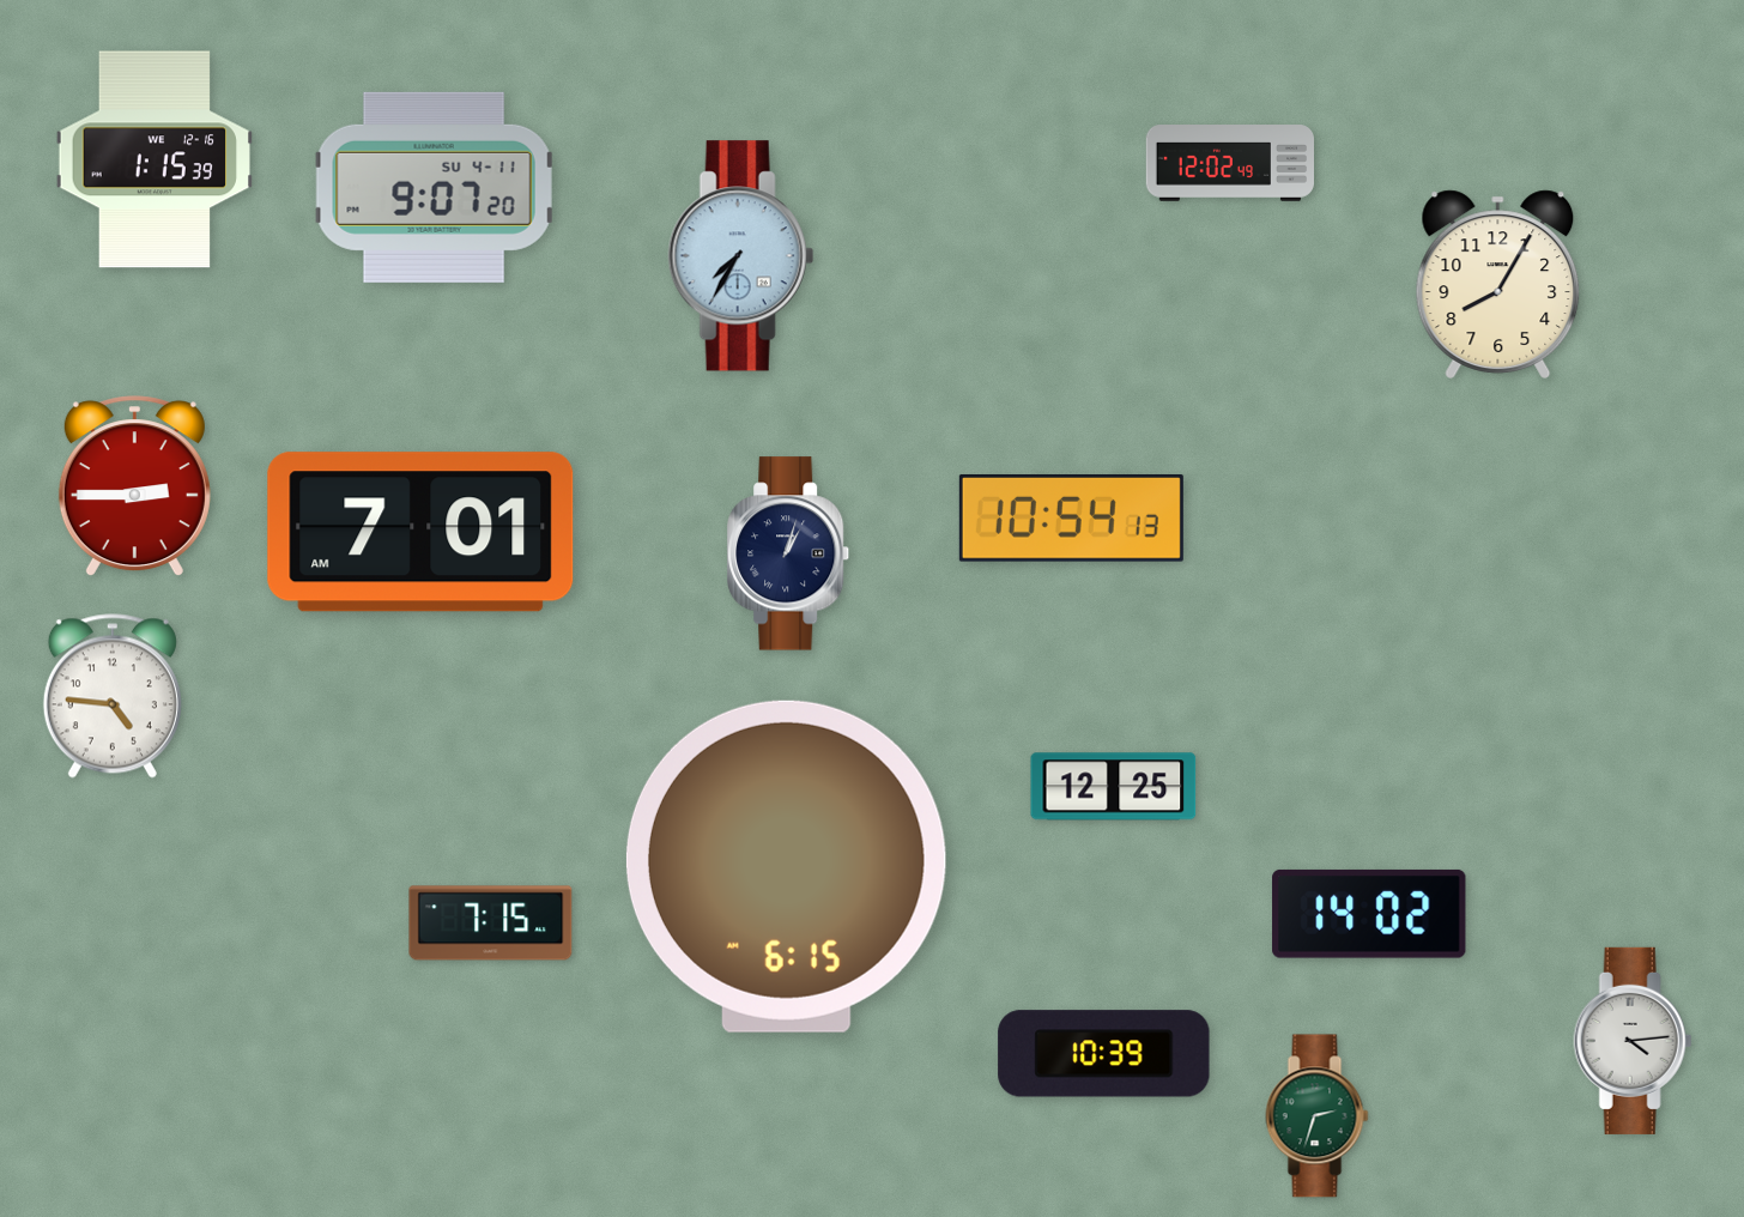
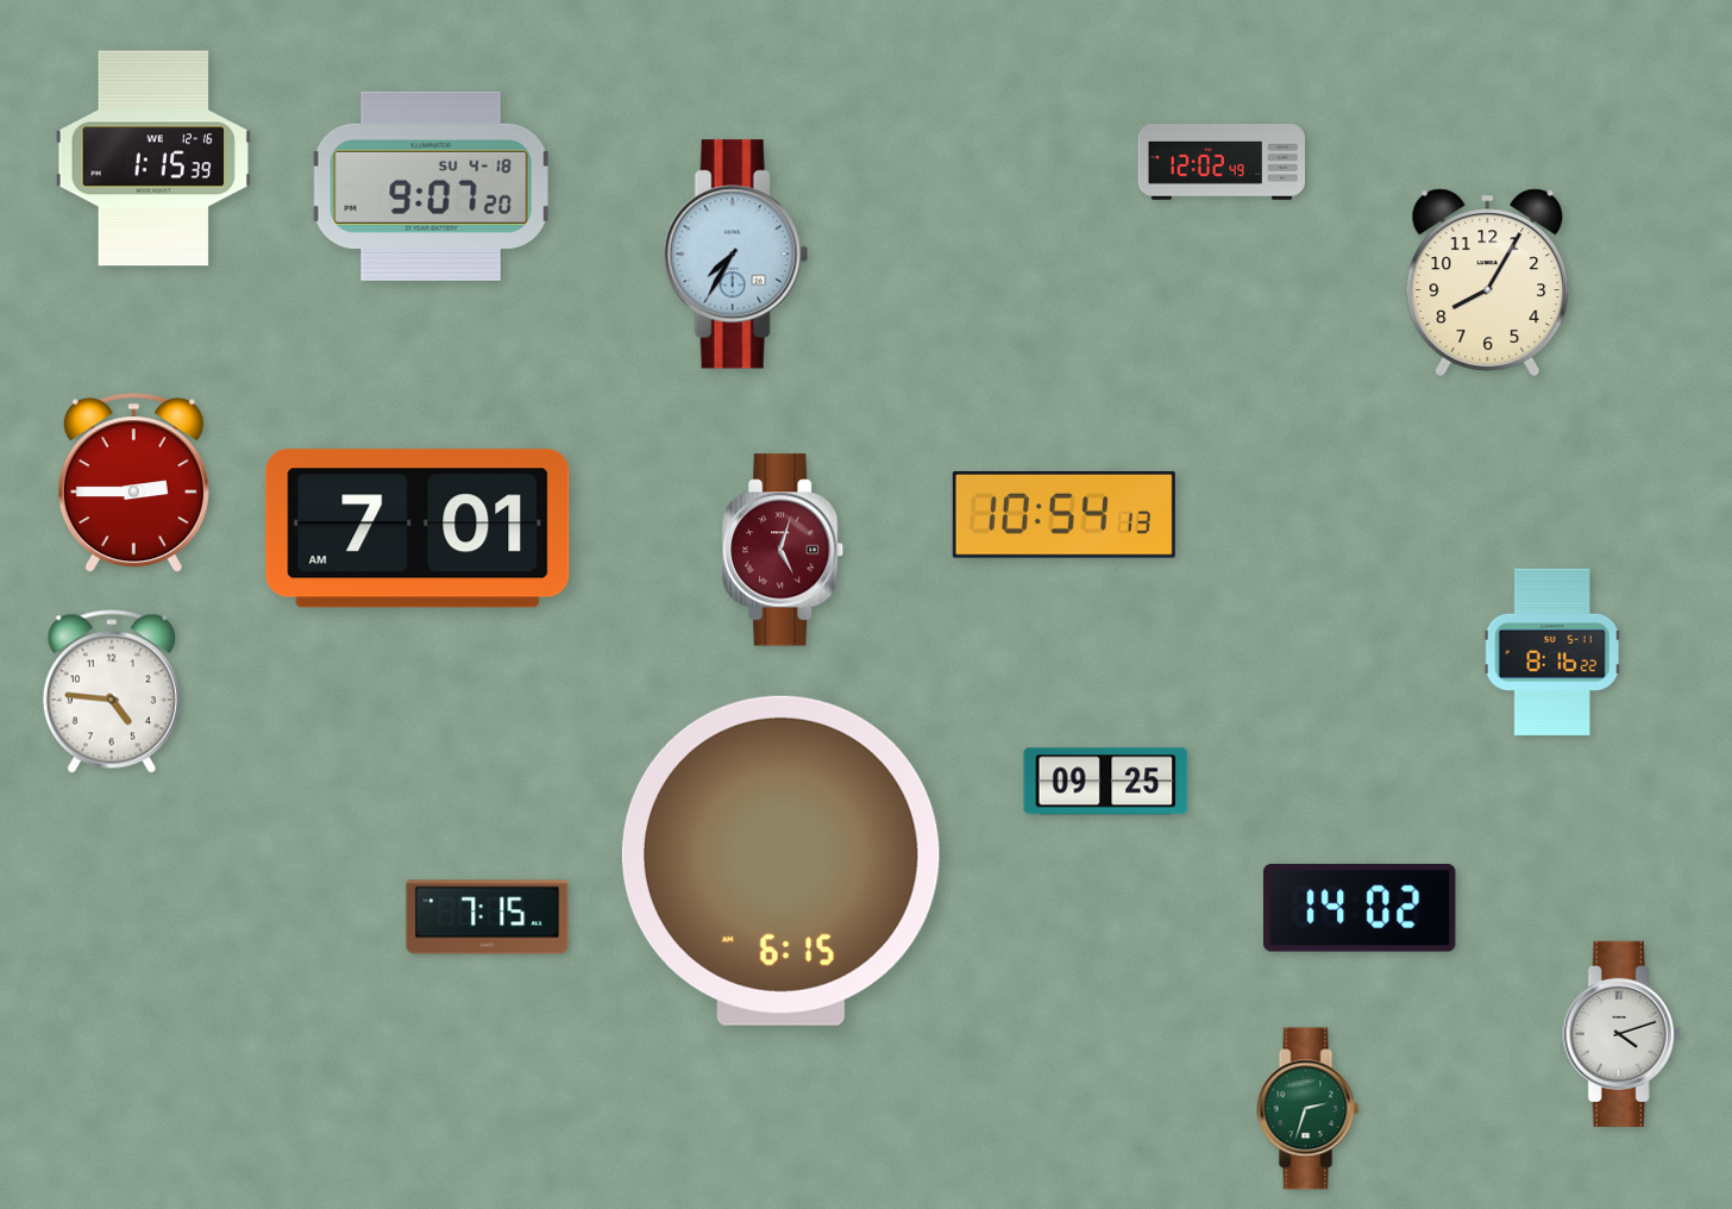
clock at (435, 187) date: SU 4-11 -> SU 4-18
clock at (789, 553): 1:03 -> 5:03
clock at (789, 553) dial: navy -> burgundy
clock at (1552, 652): none -> 8:16
clock at (1114, 787): 12:25 -> 09:25
clock at (1633, 1041): 4:14 -> 4:12
clock at (1104, 1054): 10:39 -> none
